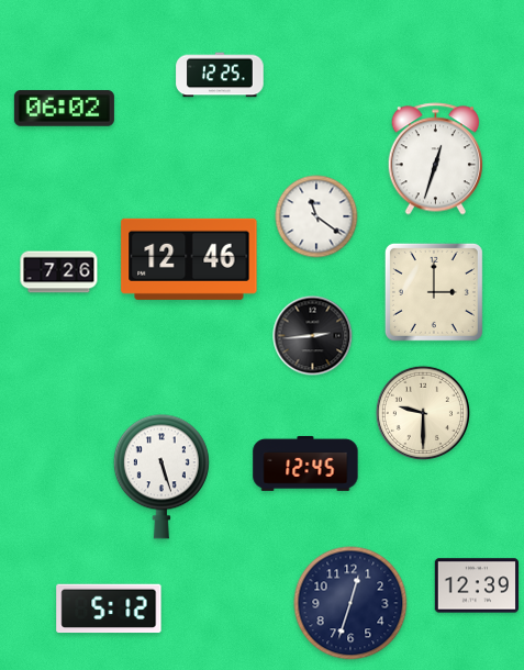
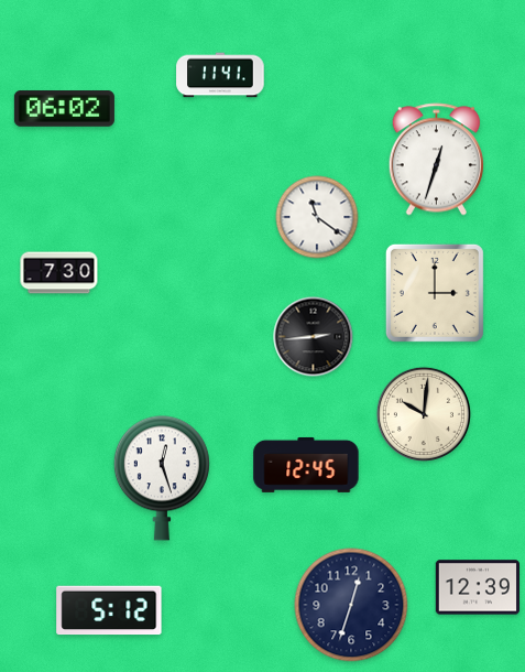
clock at (220, 75): 12:25 -> 11:41
clock at (189, 259): 12:46 -> none
clock at (59, 272): 7:26 -> 7:30
clock at (423, 413): 9:30 -> 10:01
clock at (161, 477): 5:27 -> 12:27
